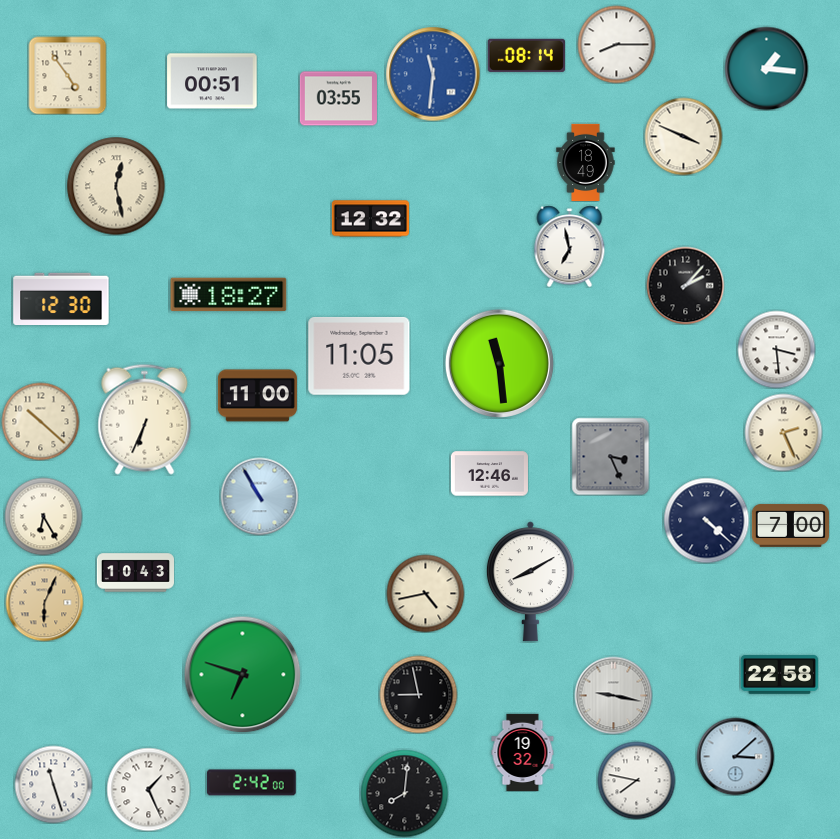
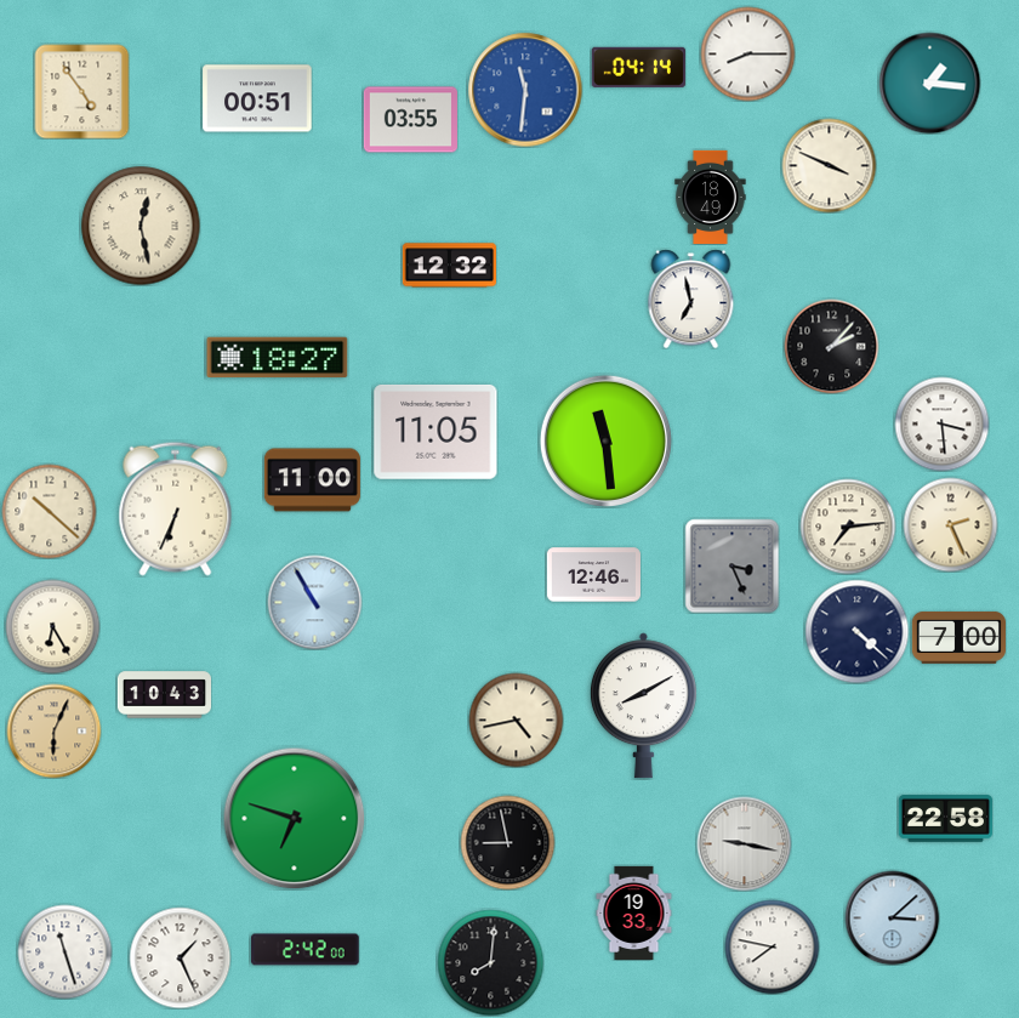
clock at (526, 55): 08:14 -> 04:14
clock at (61, 298): 12:30 -> none
clock at (848, 527): none -> 7:14
clock at (610, 456) position: (610, 456) -> (731, 565)
clock at (523, 752): 19:32 -> 19:33
